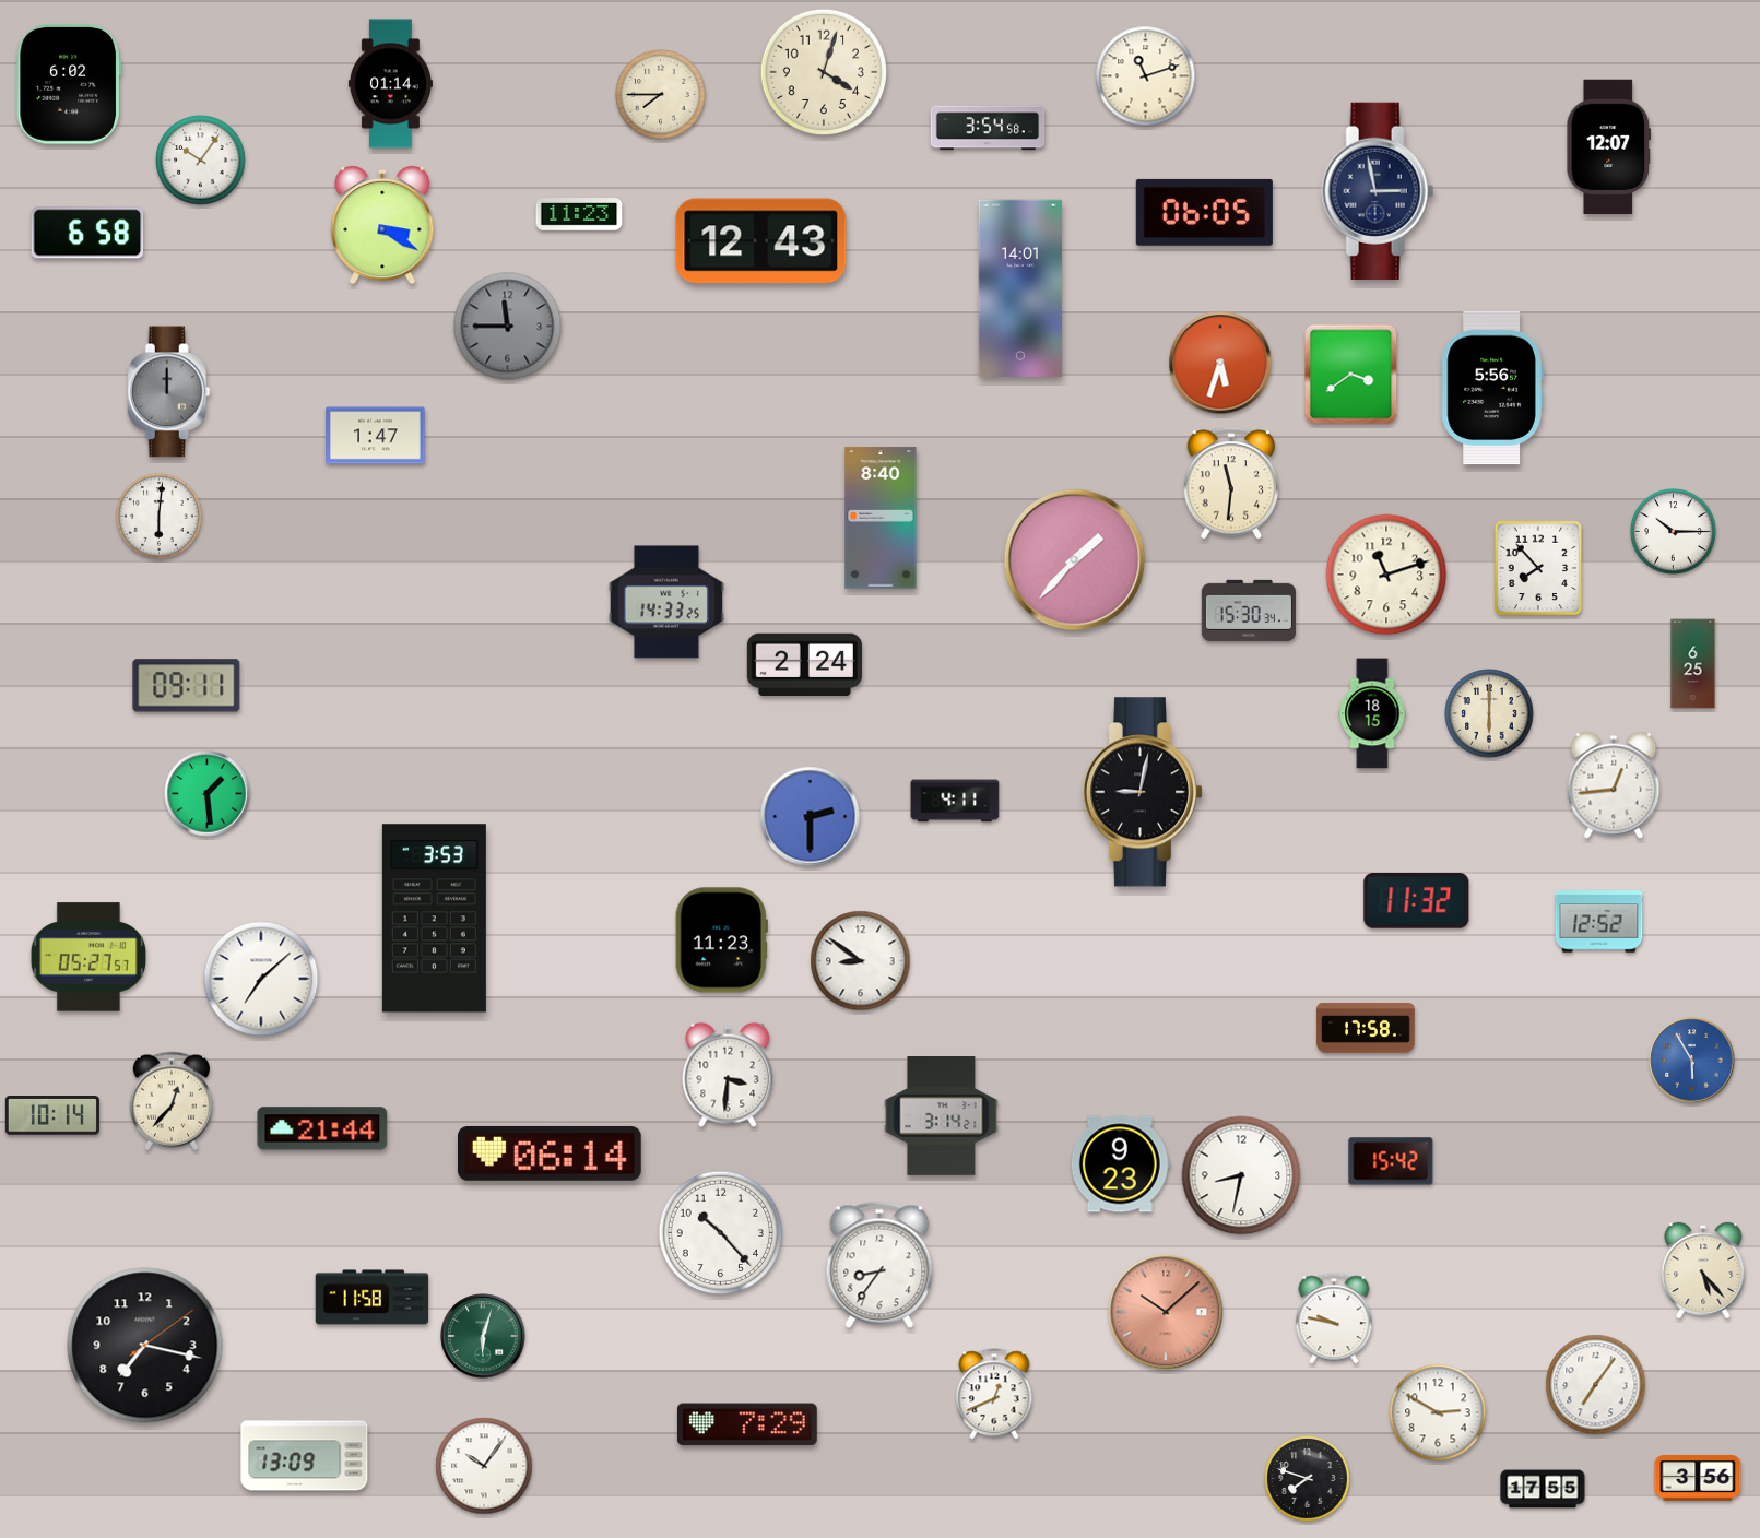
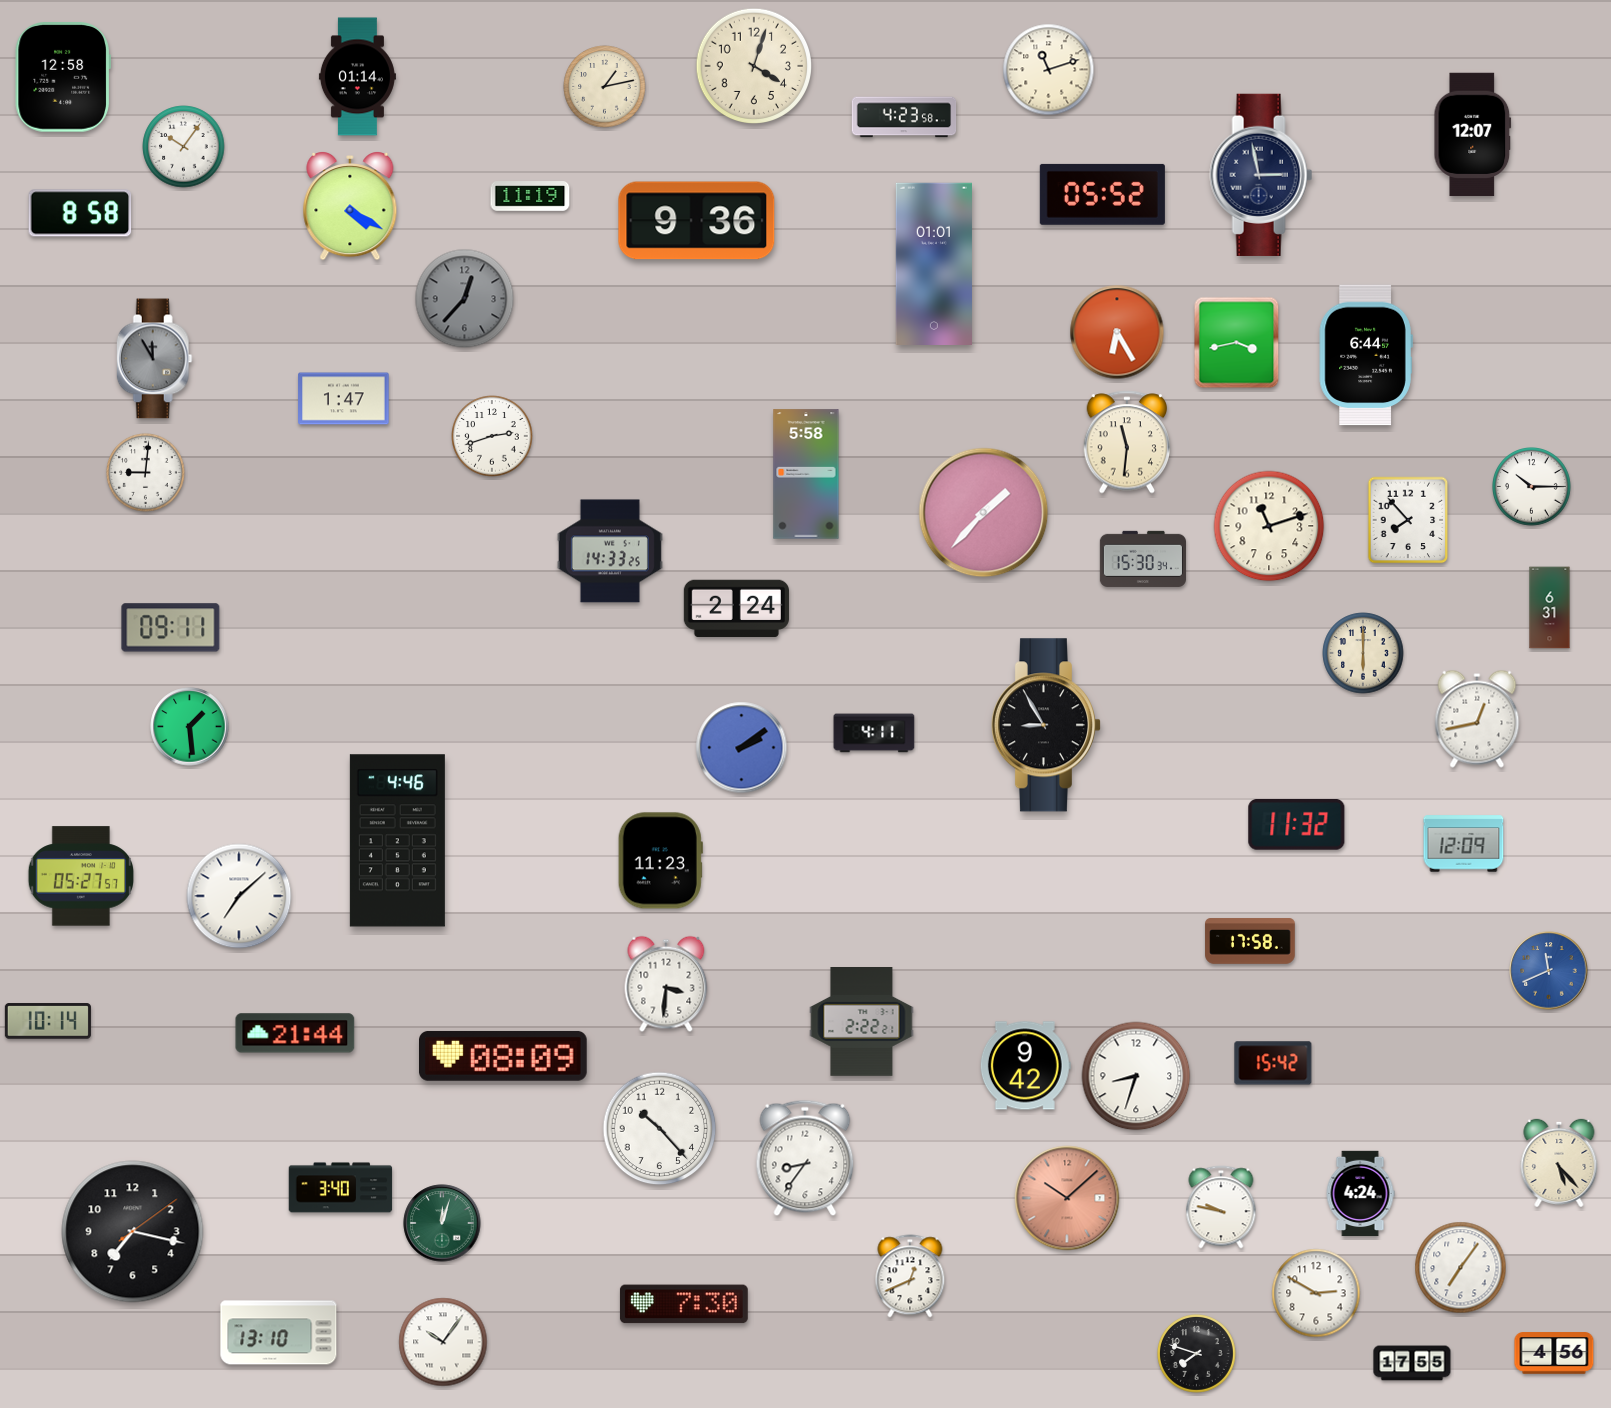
clock at (69, 84): 6:02 -> 12:58
clock at (661, 95): 7:45 -> 1:13
clock at (988, 128): 3:54 -> 4:23
clock at (1204, 212): 06:05 -> 05:52
clock at (579, 214): 11:23 -> 11:19
clock at (382, 226): 3:20 -> 4:20
clock at (87, 233): 6:58 -> 8:58
clock at (761, 241): 12:43 -> 9:36
clock at (1020, 287): 14:01 -> 01:01
clock at (508, 327): 11:45 -> 12:37
clock at (1220, 363): 5:33 -> 6:25
clock at (1351, 375): 3:39 -> 3:43
clock at (1492, 388): 5:56 -> 6:44
clock at (168, 392): 12:00 -> 11:55
clock at (492, 436): none -> 2:42
clock at (160, 517): 6:01 -> 9:01
clock at (881, 518): 8:40 -> 5:58
clock at (1693, 664): 6:25 -> 6:31
clock at (1372, 713): 18:15 -> none
clock at (1614, 785): 12:44 -> 12:43
clock at (1142, 792): 9:02 -> 8:55
clock at (811, 817): 2:30 -> 2:09
clock at (434, 919): 3:53 -> 4:46
clock at (1599, 922): 12:52 -> 12:09
clock at (861, 961): 8:51 -> none
clock at (1692, 1061): 5:55 -> 11:41
clock at (170, 1101): 12:37 -> none
clock at (942, 1116): 3:14 -> 2:22
clock at (551, 1153): 06:14 -> 08:09
clock at (1120, 1164): 9:23 -> 9:42
clock at (1241, 1175): 8:32 -> 8:33
clock at (373, 1298): 11:58 -> 3:40
clock at (1360, 1194): none -> 4:24
clock at (1166, 1312) position: (1166, 1312) -> (1067, 1198)
clock at (483, 1336): 6:03 -> 12:03
clock at (747, 1424): 7:29 -> 7:30
clock at (305, 1456): 13:09 -> 13:10
clock at (1698, 1478): 3:56 -> 4:56
